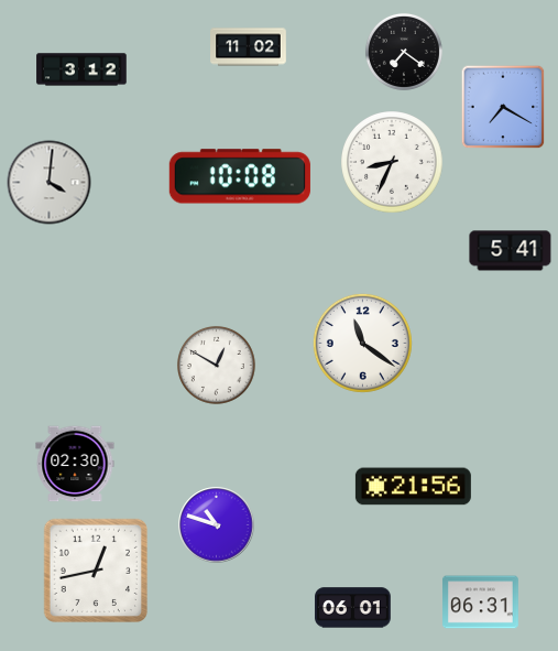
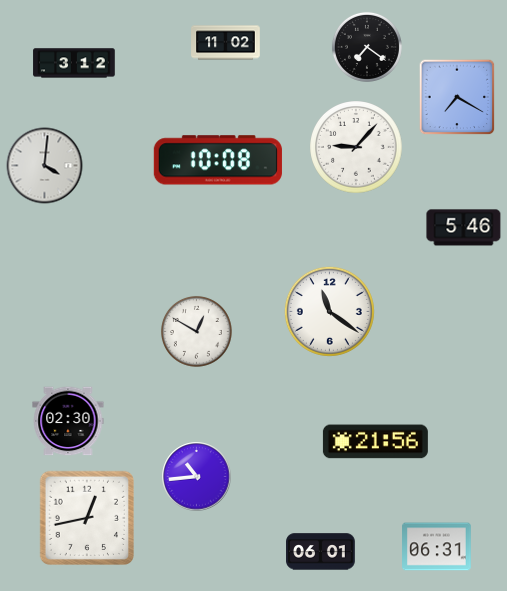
clock at (392, 162): 8:34 -> 9:07
clock at (511, 251): 5:41 -> 5:46
clock at (217, 525): 10:48 -> 10:44
